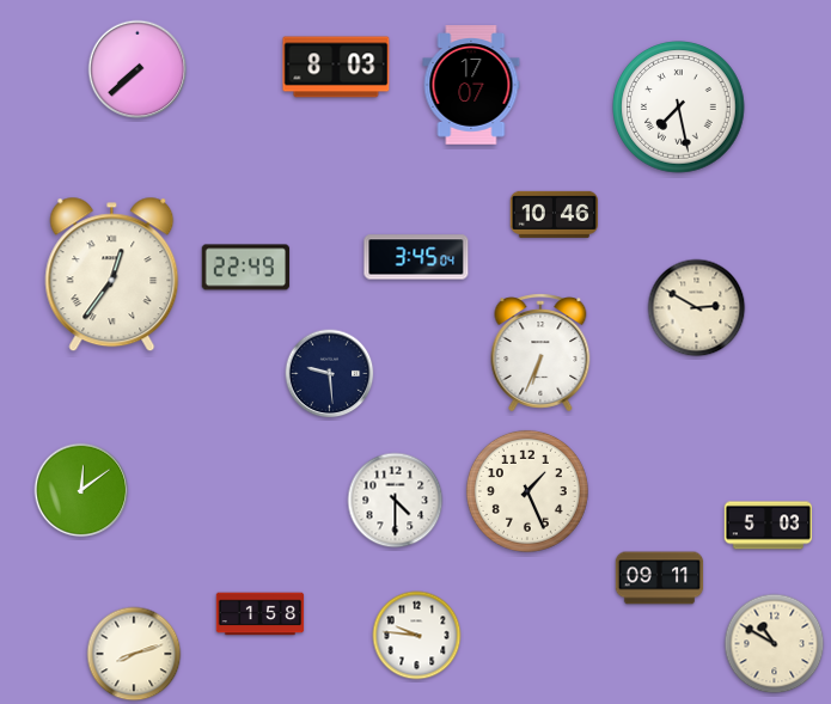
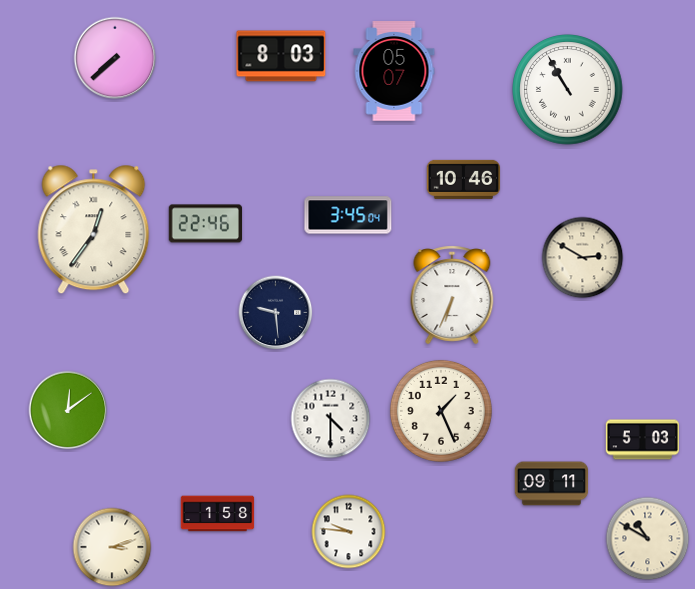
clock at (471, 85): 17:07 -> 05:07
clock at (679, 108): 7:28 -> 10:55
clock at (246, 268): 22:49 -> 22:46
clock at (134, 654): 8:12 -> 3:12
